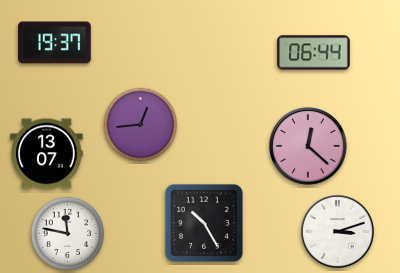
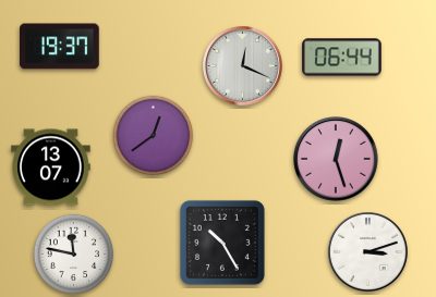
clock at (243, 66): none -> 12:19
clock at (141, 125): 12:44 -> 12:39
clock at (309, 147): 12:22 -> 12:27
